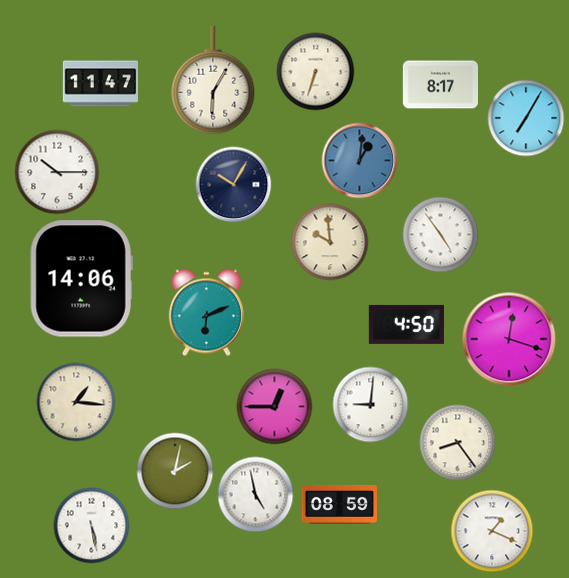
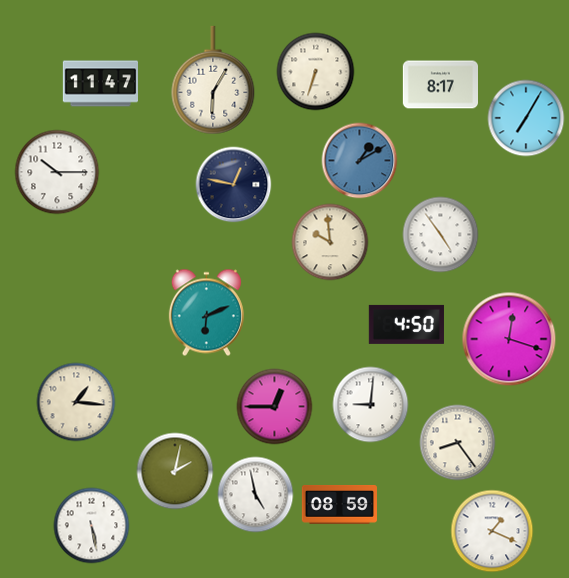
clock at (360, 161): 1:01 -> 1:10
clock at (234, 185): 10:05 -> 12:47
clock at (81, 279): 14:06 -> none
